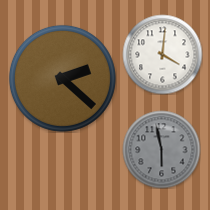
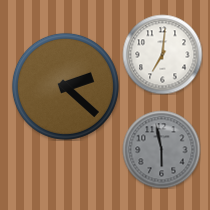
clock at (162, 54): 4:01 -> 7:01
clock at (62, 78) position: (62, 78) -> (65, 86)
